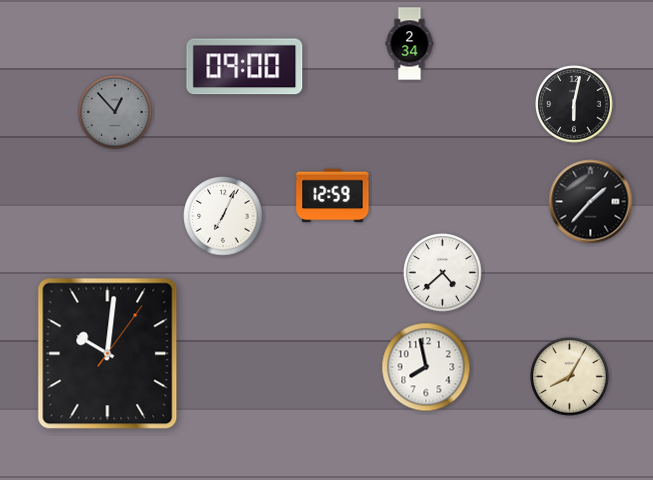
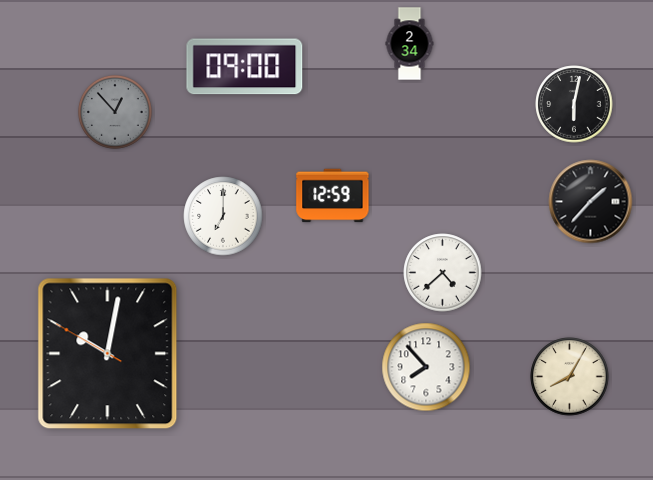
clock at (223, 216): 7:04 -> 7:00
clock at (108, 354): 10:01:06 -> 10:01:50
clock at (426, 367): 7:58 -> 7:53
